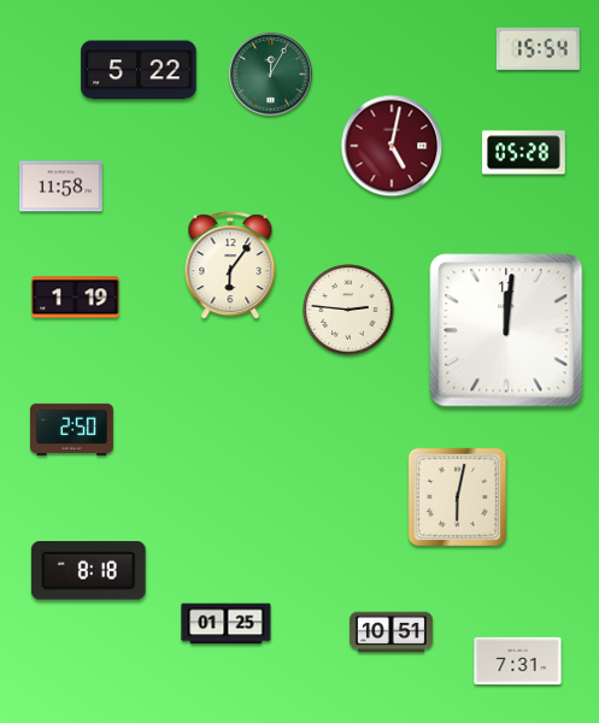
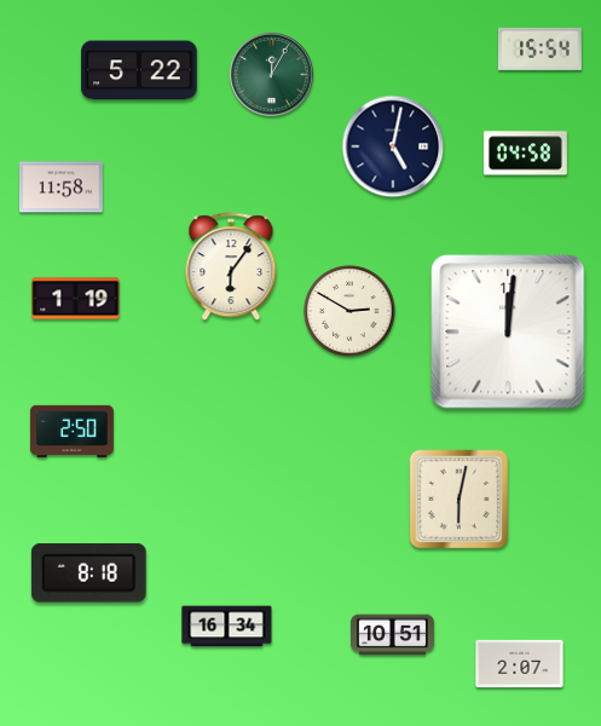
clock at (392, 146) dial: burgundy -> navy
clock at (523, 153): 05:28 -> 04:58
clock at (348, 310): 2:46 -> 2:50
clock at (227, 624): 01:25 -> 16:34
clock at (518, 660): 7:31 -> 2:07
